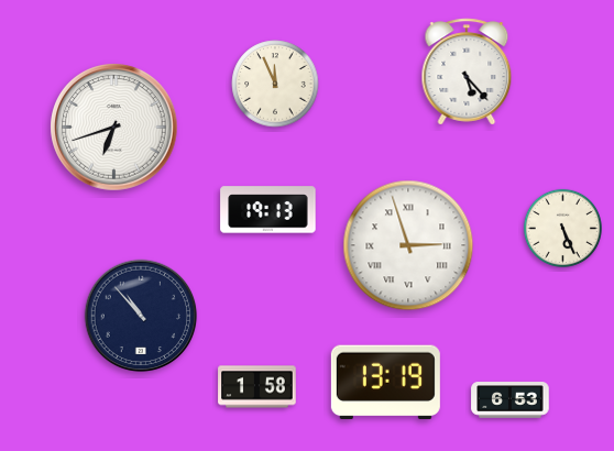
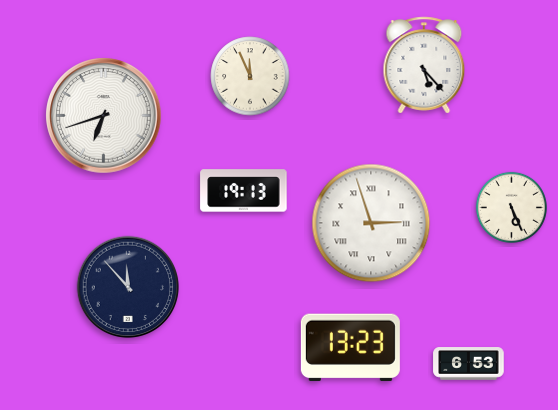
clock at (141, 316): 10:53 -> 11:53
clock at (385, 383): 13:19 -> 13:23
clock at (257, 387): 1:58 -> none
clock at (511, 400) position: (511, 400) -> (469, 364)
